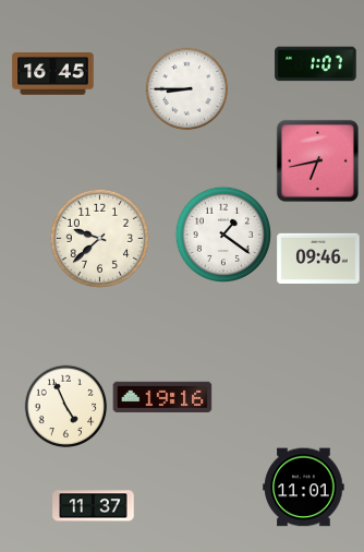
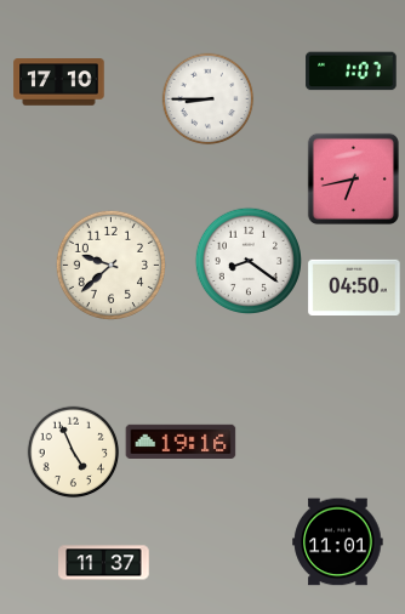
clock at (53, 74): 16:45 -> 17:10
clock at (222, 233): 1:21 -> 8:21
clock at (318, 257): 09:46 -> 04:50
